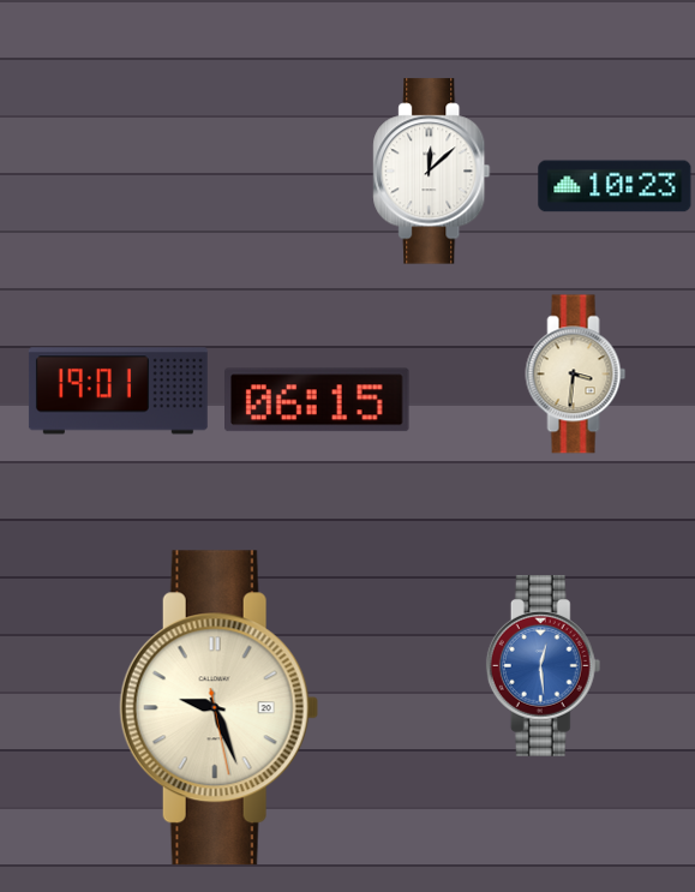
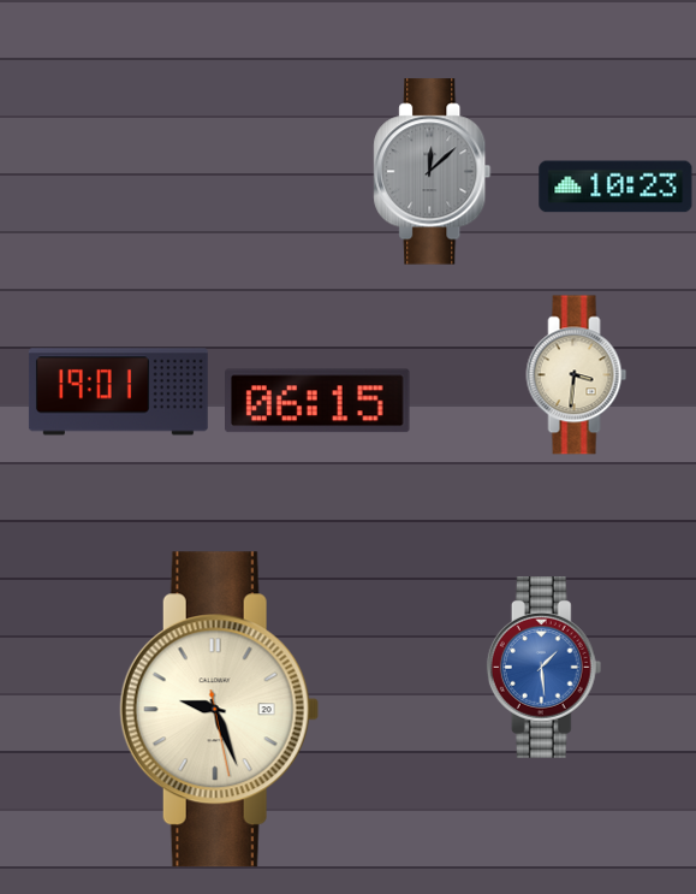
clock at (432, 172) dial: white -> grey
clock at (544, 666): 12:29 -> 1:29
